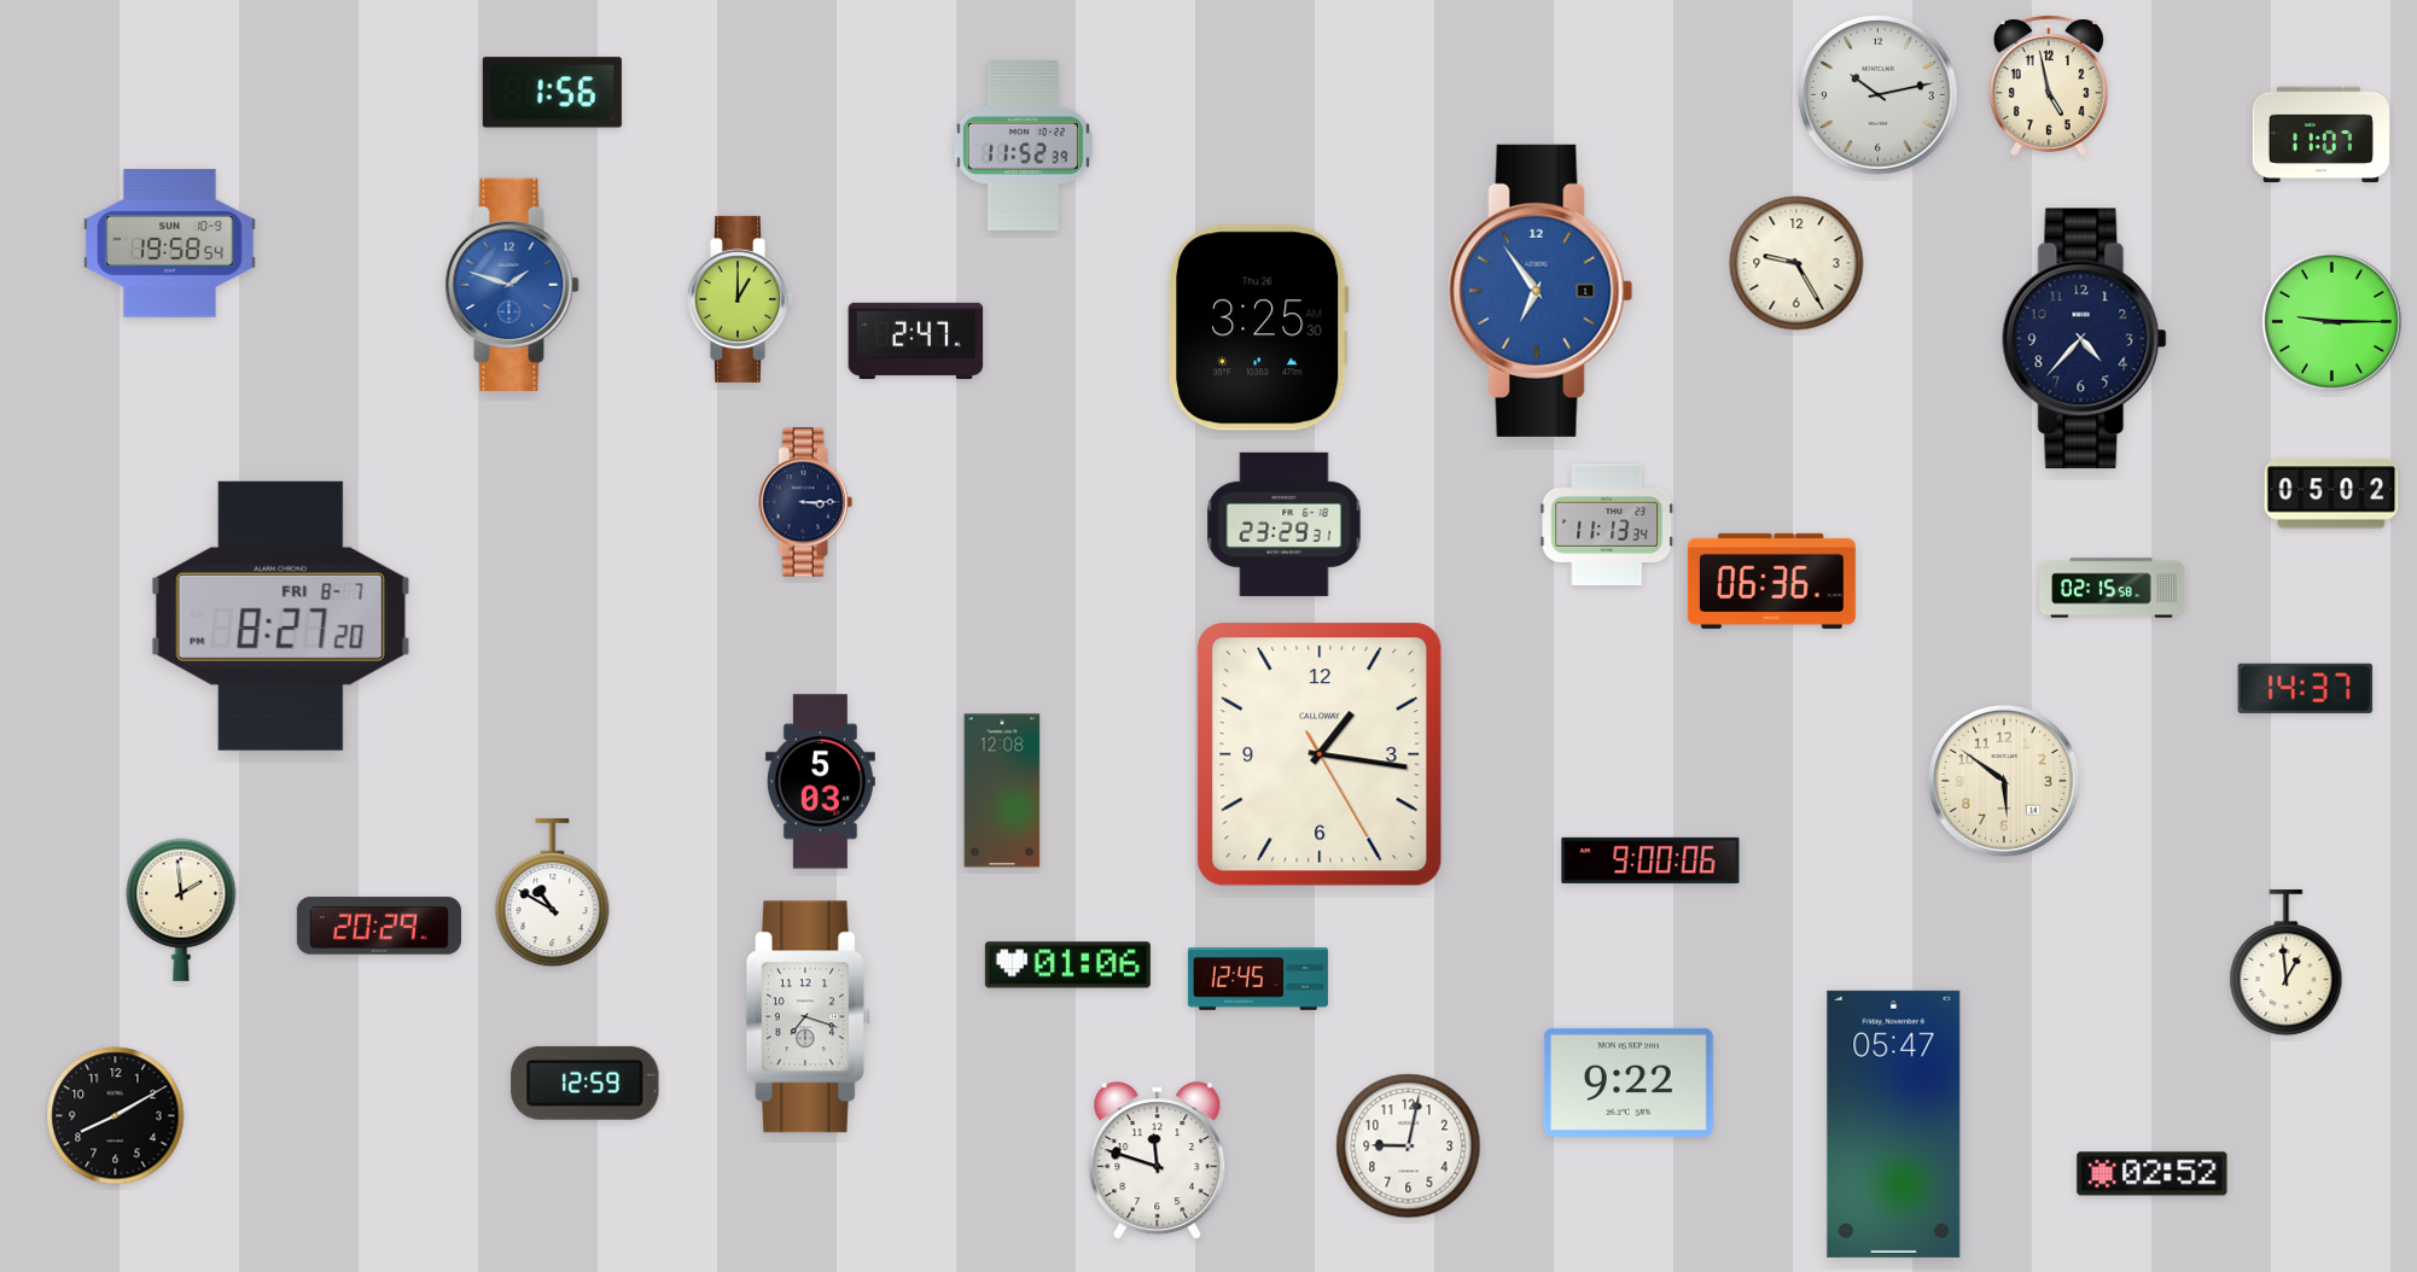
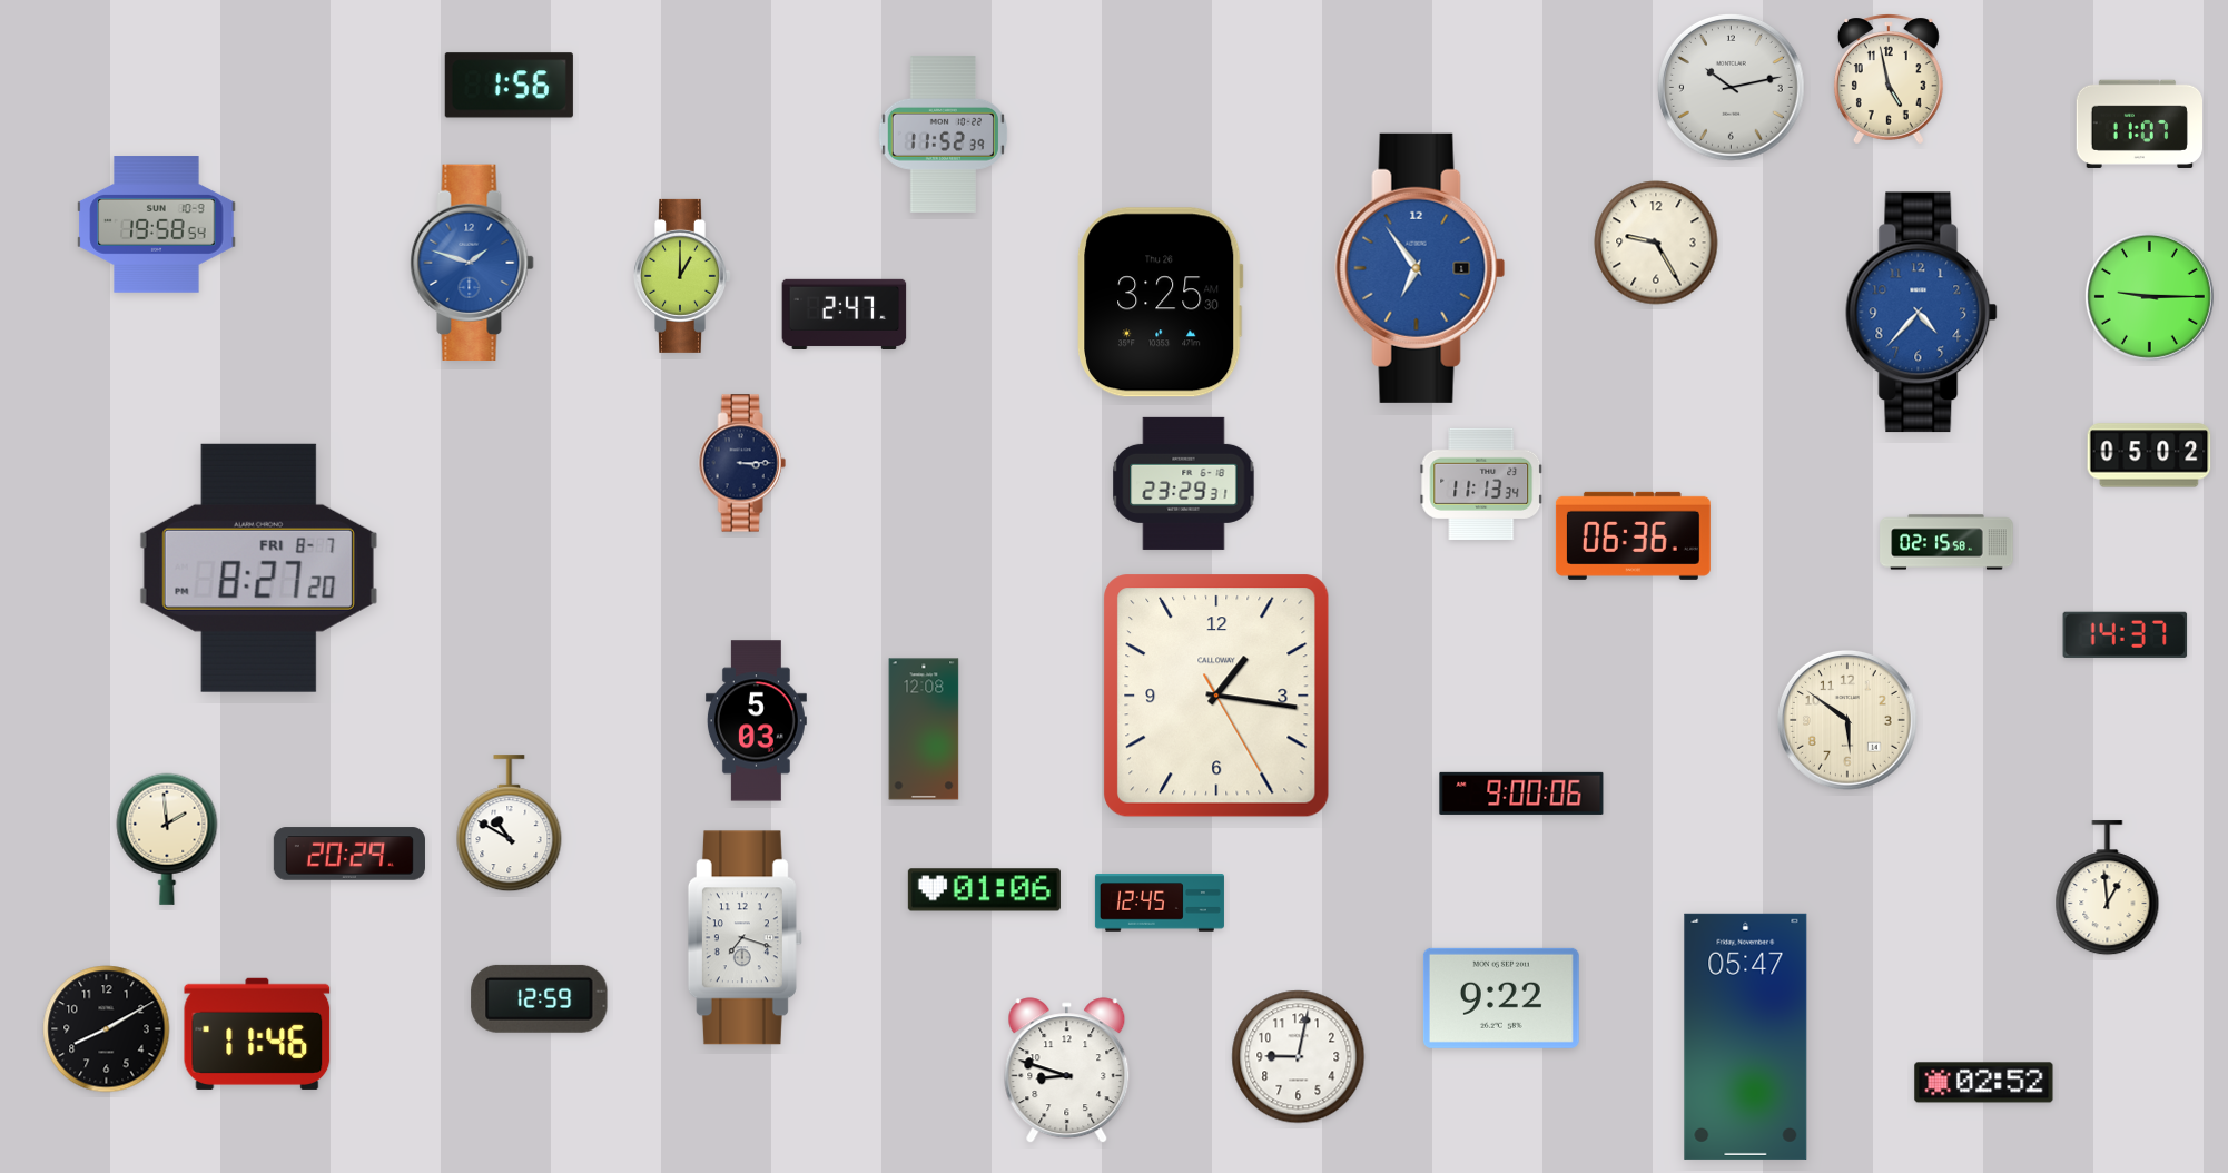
clock at (2085, 339) dial: navy -> blue
clock at (257, 1034): none -> 11:46
clock at (1158, 1161): 11:48 -> 8:48
